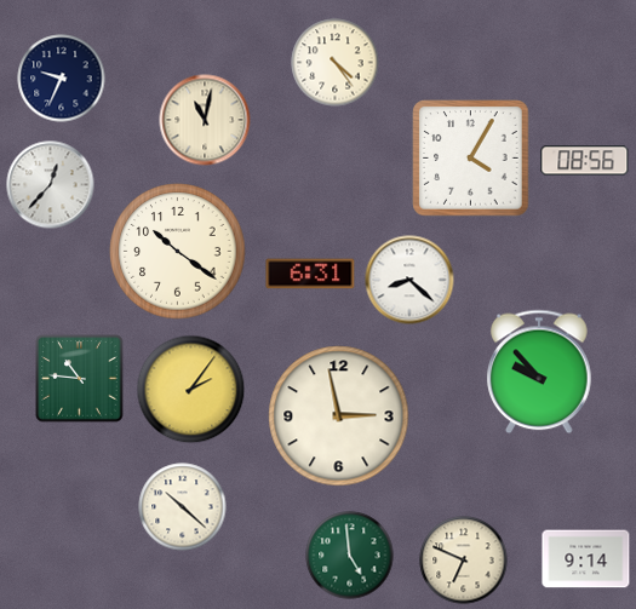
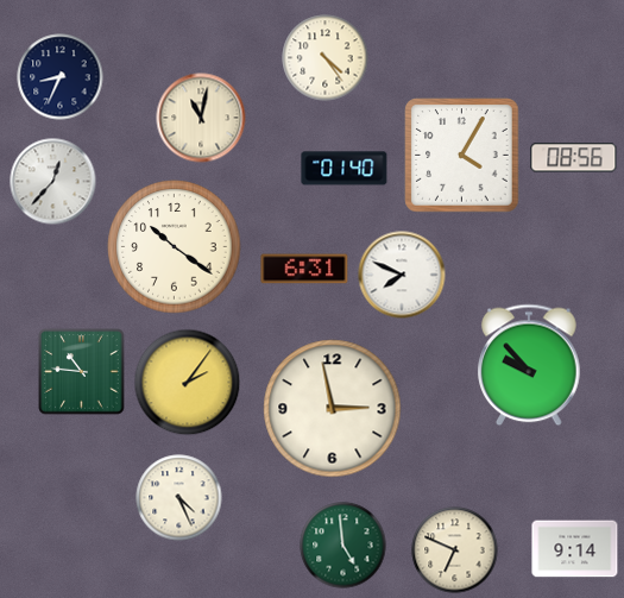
clock at (336, 63) position: (336, 63) -> (326, 58)
clock at (62, 79): 9:34 -> 8:34
clock at (345, 169): none -> 01:40
clock at (51, 185) position: (51, 185) -> (53, 182)
clock at (409, 280): 8:22 -> 7:49
clock at (80, 379) position: (80, 379) -> (82, 372)
clock at (183, 507): 10:22 -> 4:26
